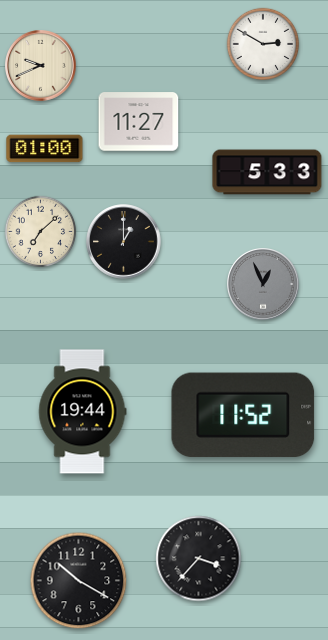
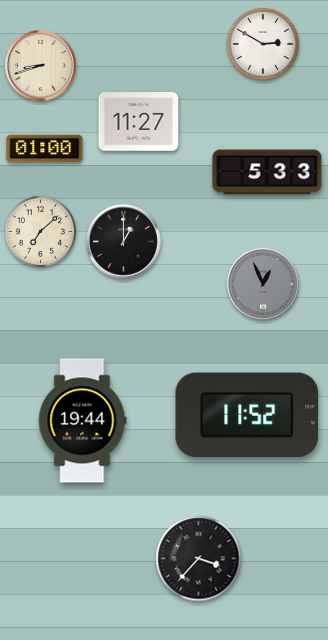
clock at (41, 66): 9:41 -> 8:42
clock at (83, 412) position: (83, 412) -> (83, 421)
clock at (243, 415) position: (243, 415) -> (247, 415)
clock at (79, 581): 10:20 -> none
